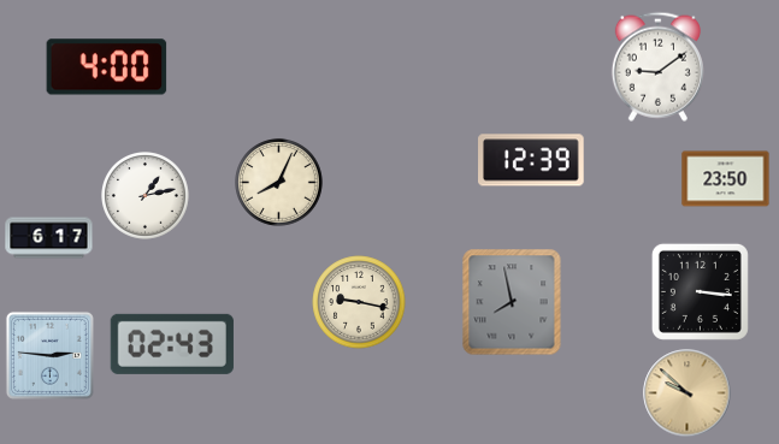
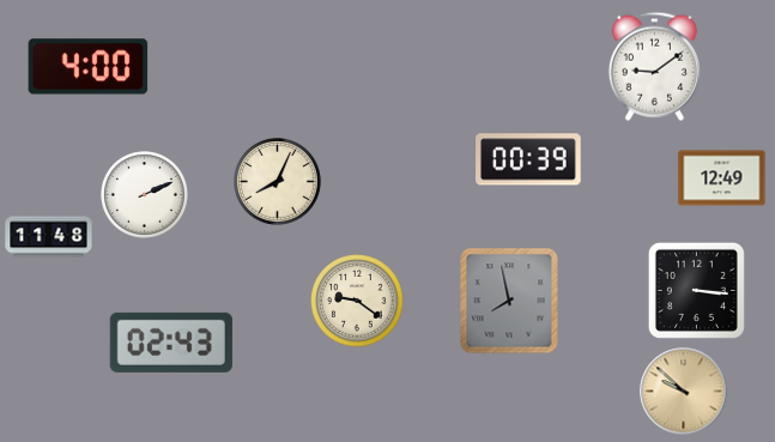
clock at (107, 67) position: (107, 67) -> (89, 67)
clock at (532, 160): 12:39 -> 00:39
clock at (726, 179): 23:50 -> 12:49
clock at (146, 196): 1:13 -> 2:11
clock at (49, 238): 6:17 -> 11:48
clock at (359, 302): 9:17 -> 9:21
clock at (49, 355): 2:46 -> none
